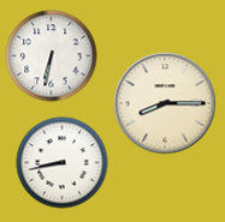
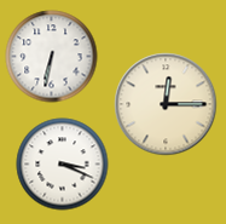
clock at (165, 103): 8:15 -> 12:15
clock at (63, 163): 8:43 -> 3:19
